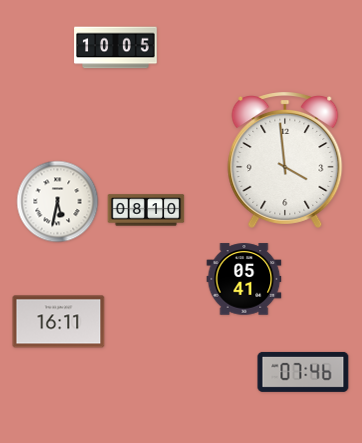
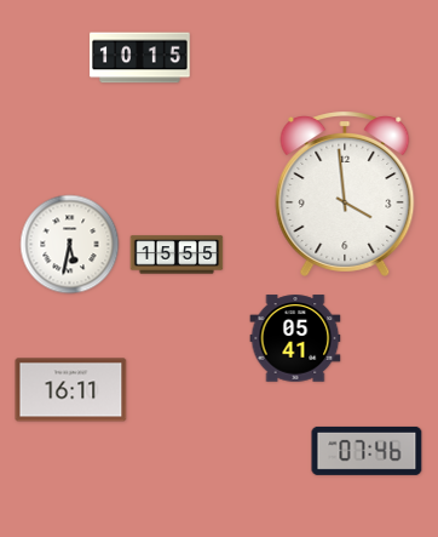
clock at (116, 48): 10:05 -> 10:15
clock at (146, 210): 08:10 -> 15:55
